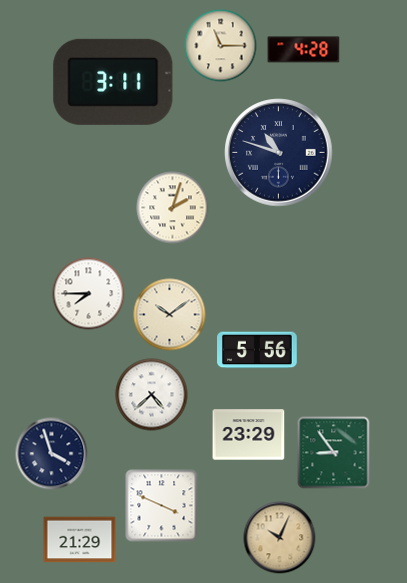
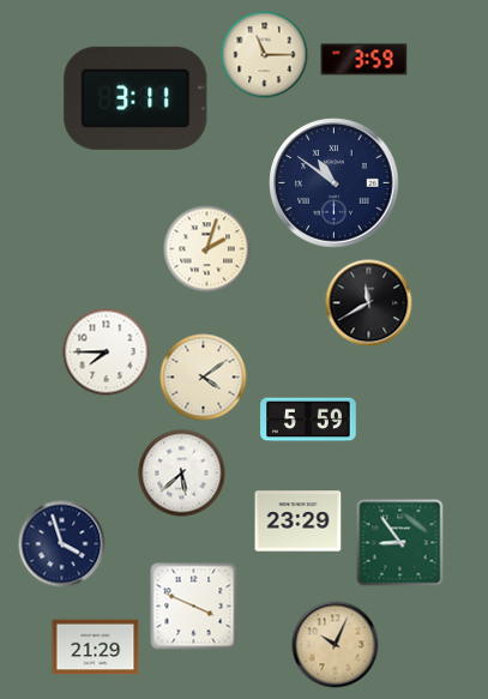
clock at (304, 50): 4:28 -> 3:59
clock at (279, 153): 10:48 -> 10:51
clock at (369, 303): none -> 11:40
clock at (170, 315): 10:09 -> 4:09
clock at (257, 350): 5:56 -> 5:59
clock at (152, 395): 4:38 -> 5:38
